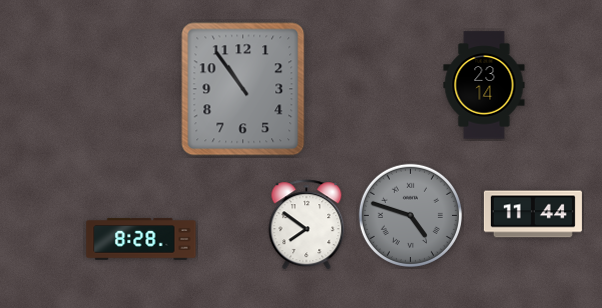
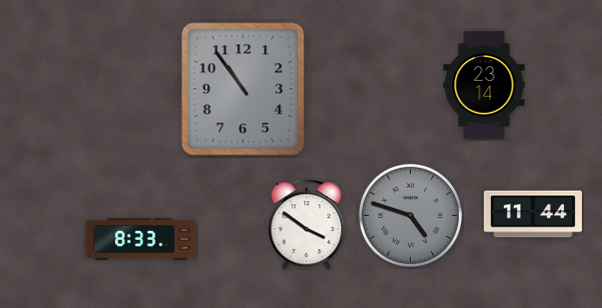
clock at (307, 225): 7:51 -> 3:51
clock at (141, 239): 8:28 -> 8:33
